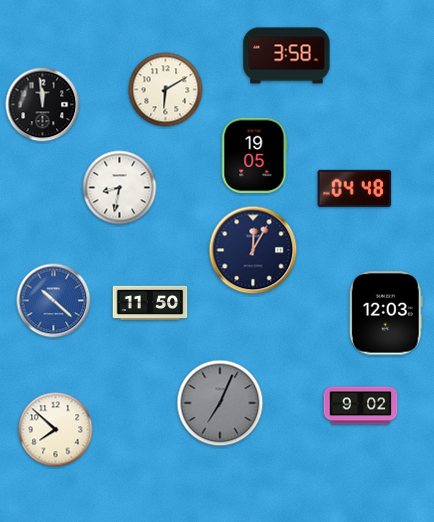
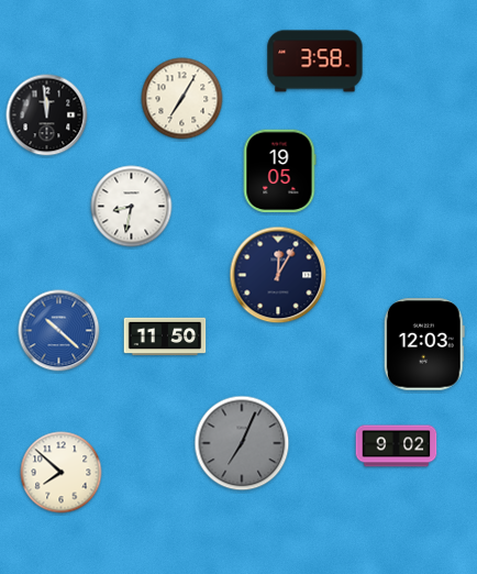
clock at (166, 90): 6:10 -> 7:05
clock at (355, 188): 04:48 -> none
clock at (150, 303) position: (150, 303) -> (165, 336)
